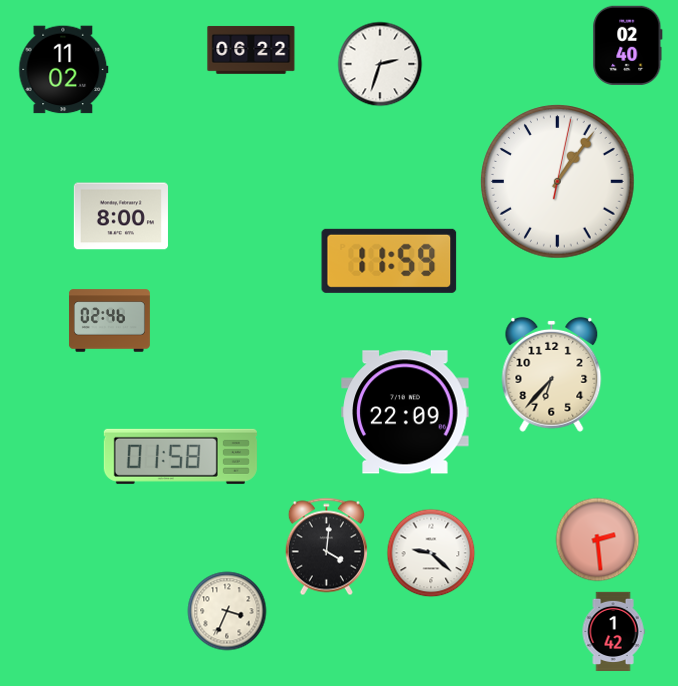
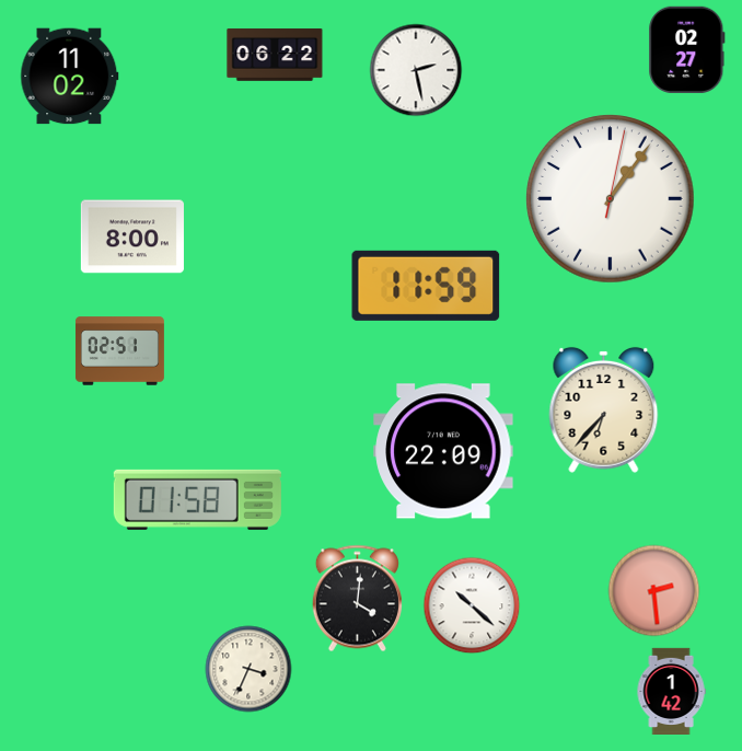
clock at (628, 45): 02:40 -> 02:27
clock at (380, 64): 2:33 -> 2:28
clock at (109, 321): 02:46 -> 02:51
clock at (431, 553): 9:22 -> 10:22
